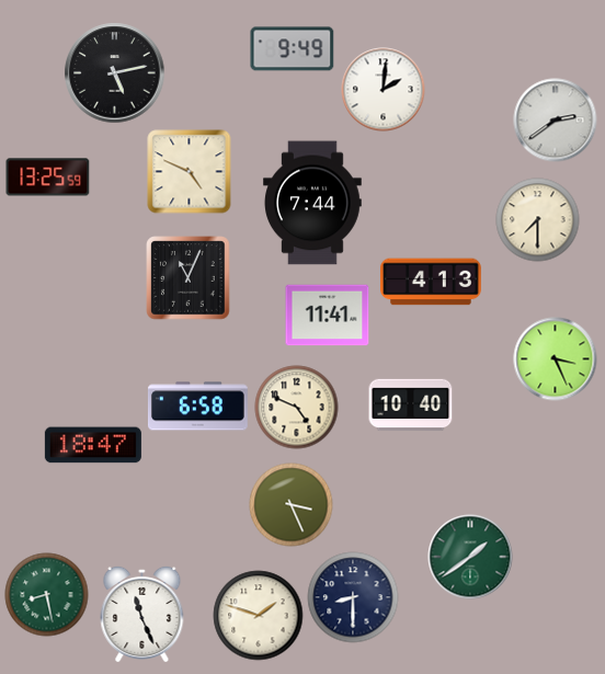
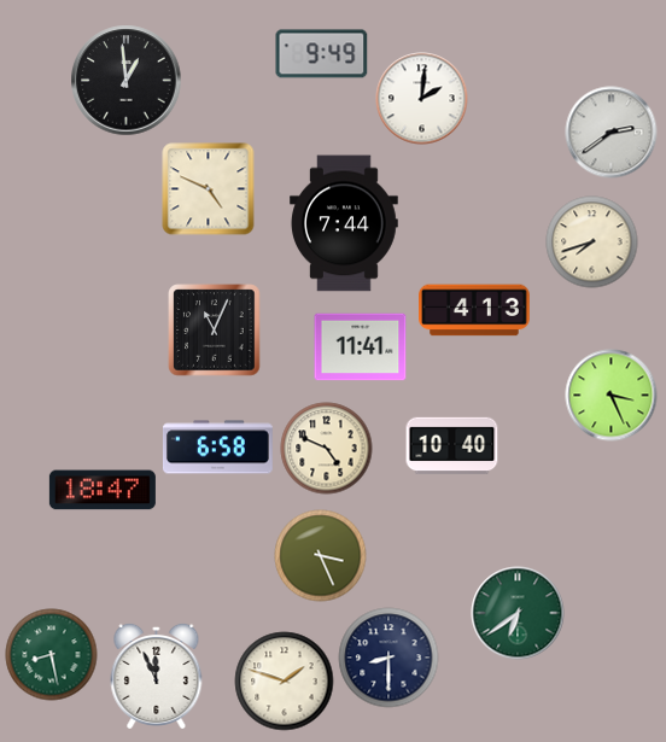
clock at (115, 73): 5:13 -> 12:59
clock at (48, 178): 13:25 -> none
clock at (538, 220): 7:30 -> 7:42
clock at (189, 278) position: (189, 278) -> (215, 331)
clock at (470, 557): 1:39 -> 6:39
clock at (142, 614): 11:26 -> 11:56
clock at (259, 616) position: (259, 616) -> (285, 682)
